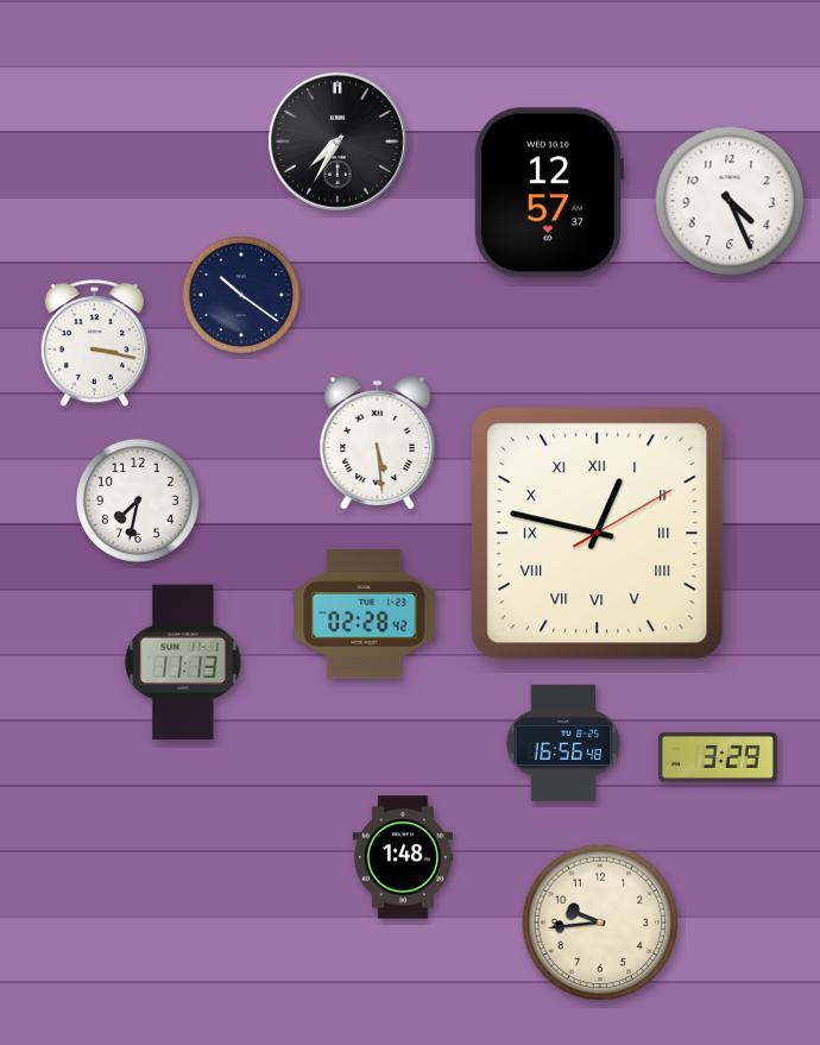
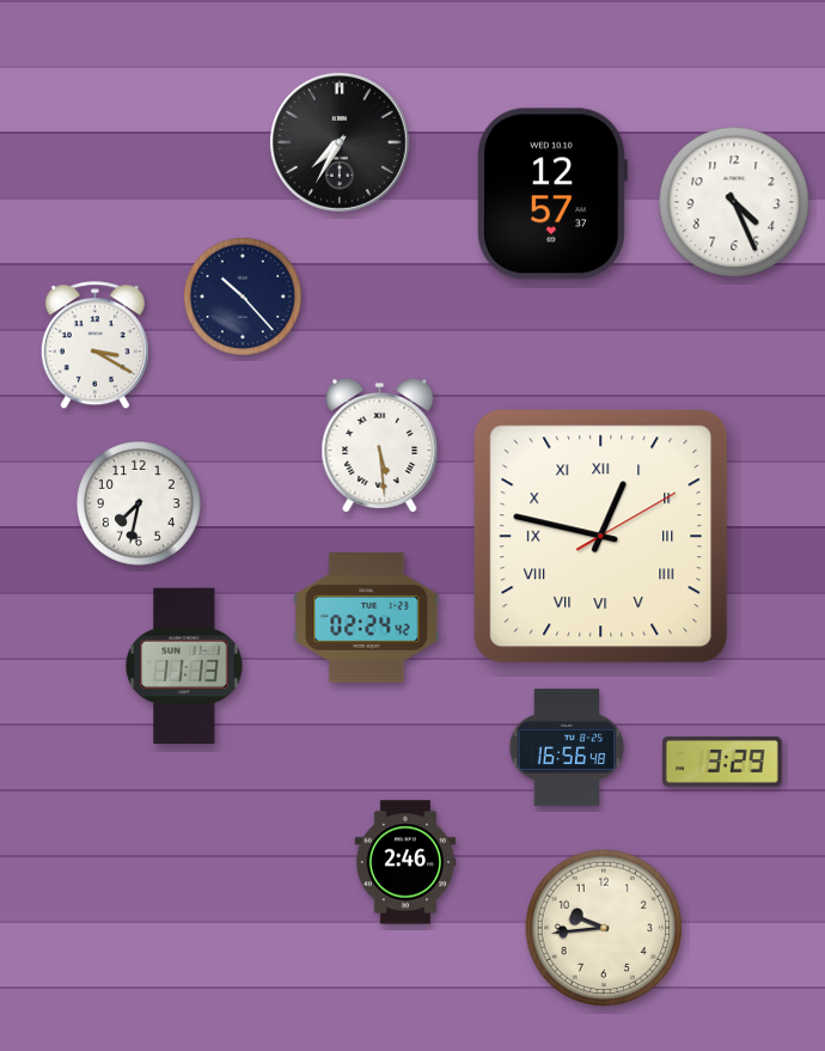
clock at (241, 295): 10:21 -> 10:23
clock at (94, 344): 3:17 -> 3:20
clock at (365, 615): 02:28 -> 02:24
clock at (403, 857): 1:48 -> 2:46
